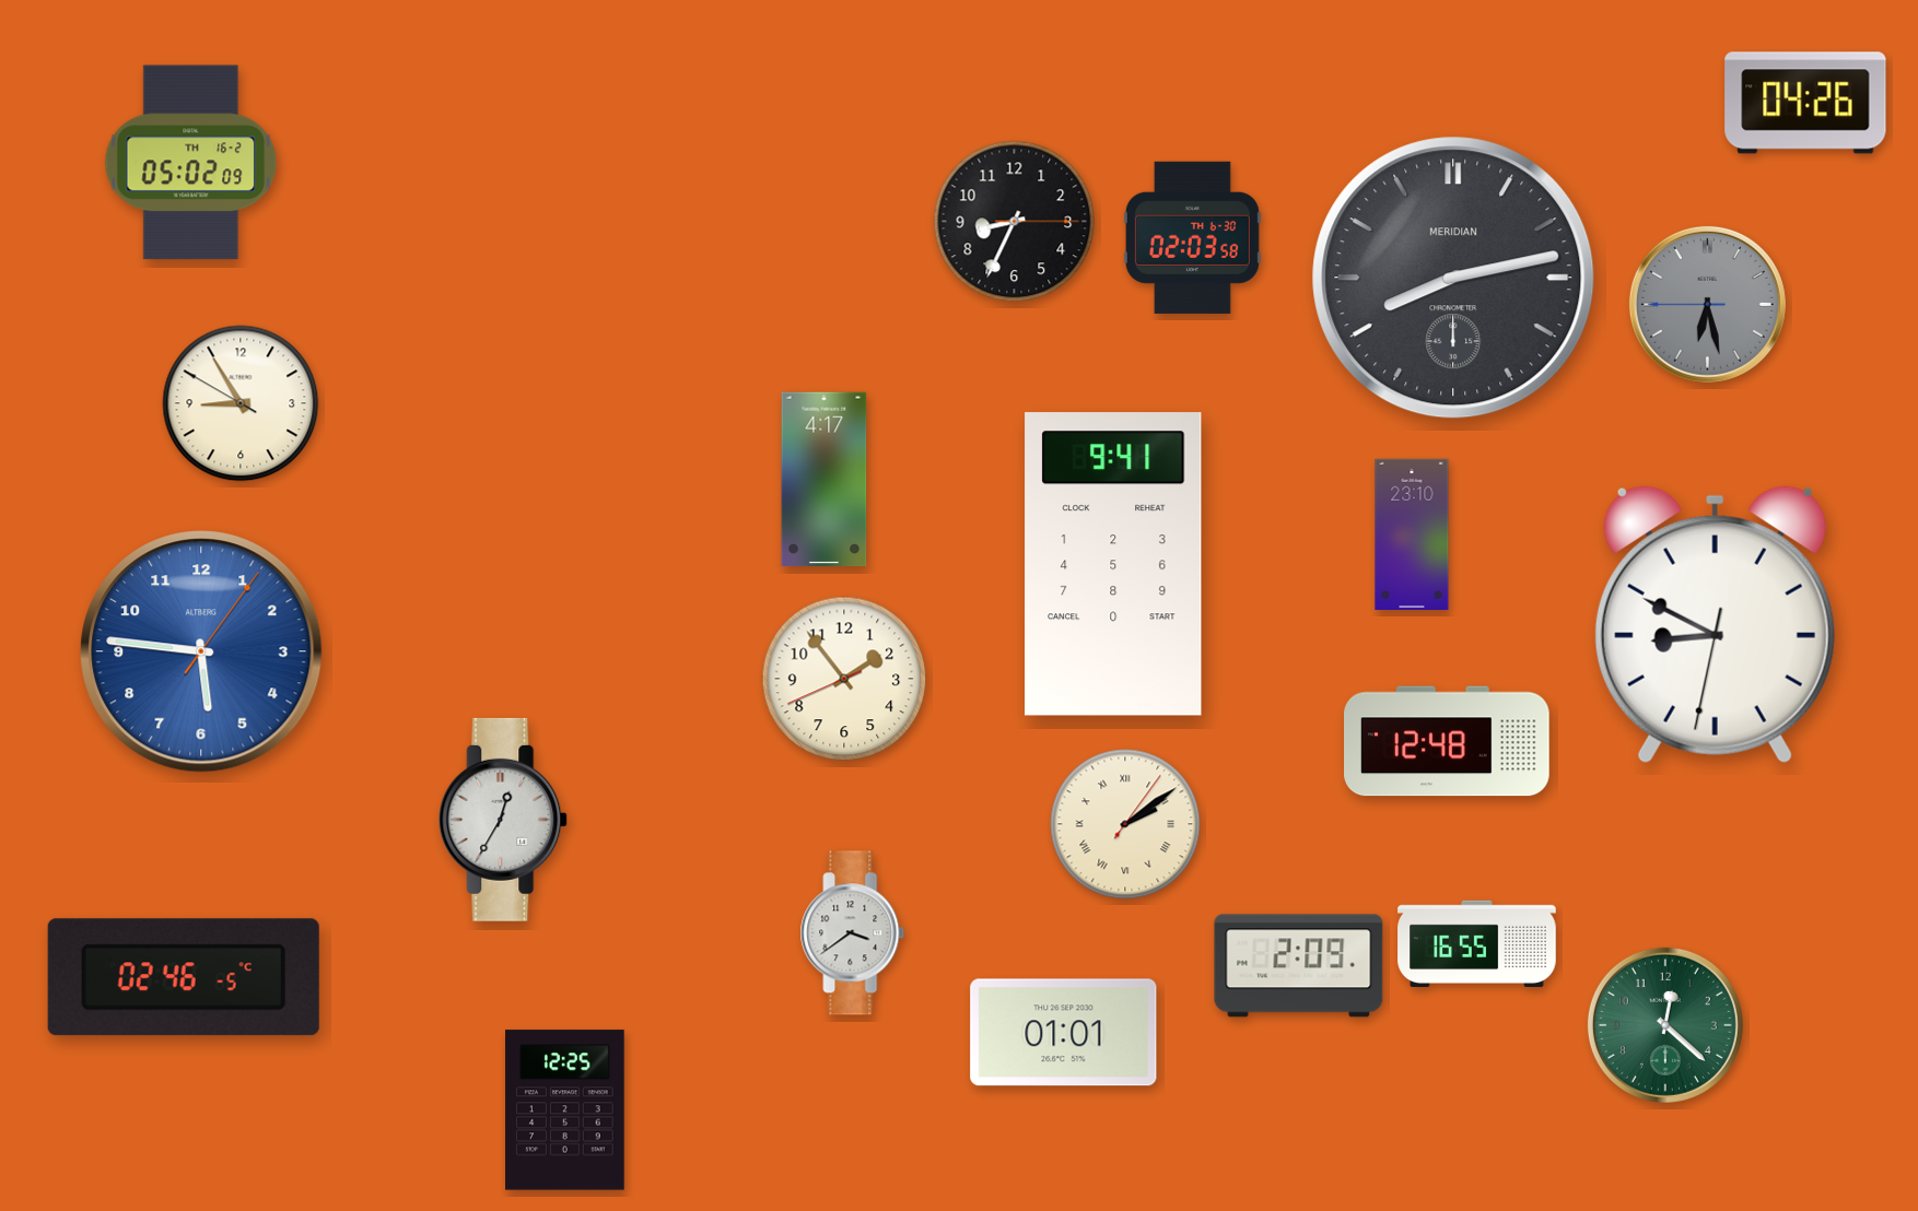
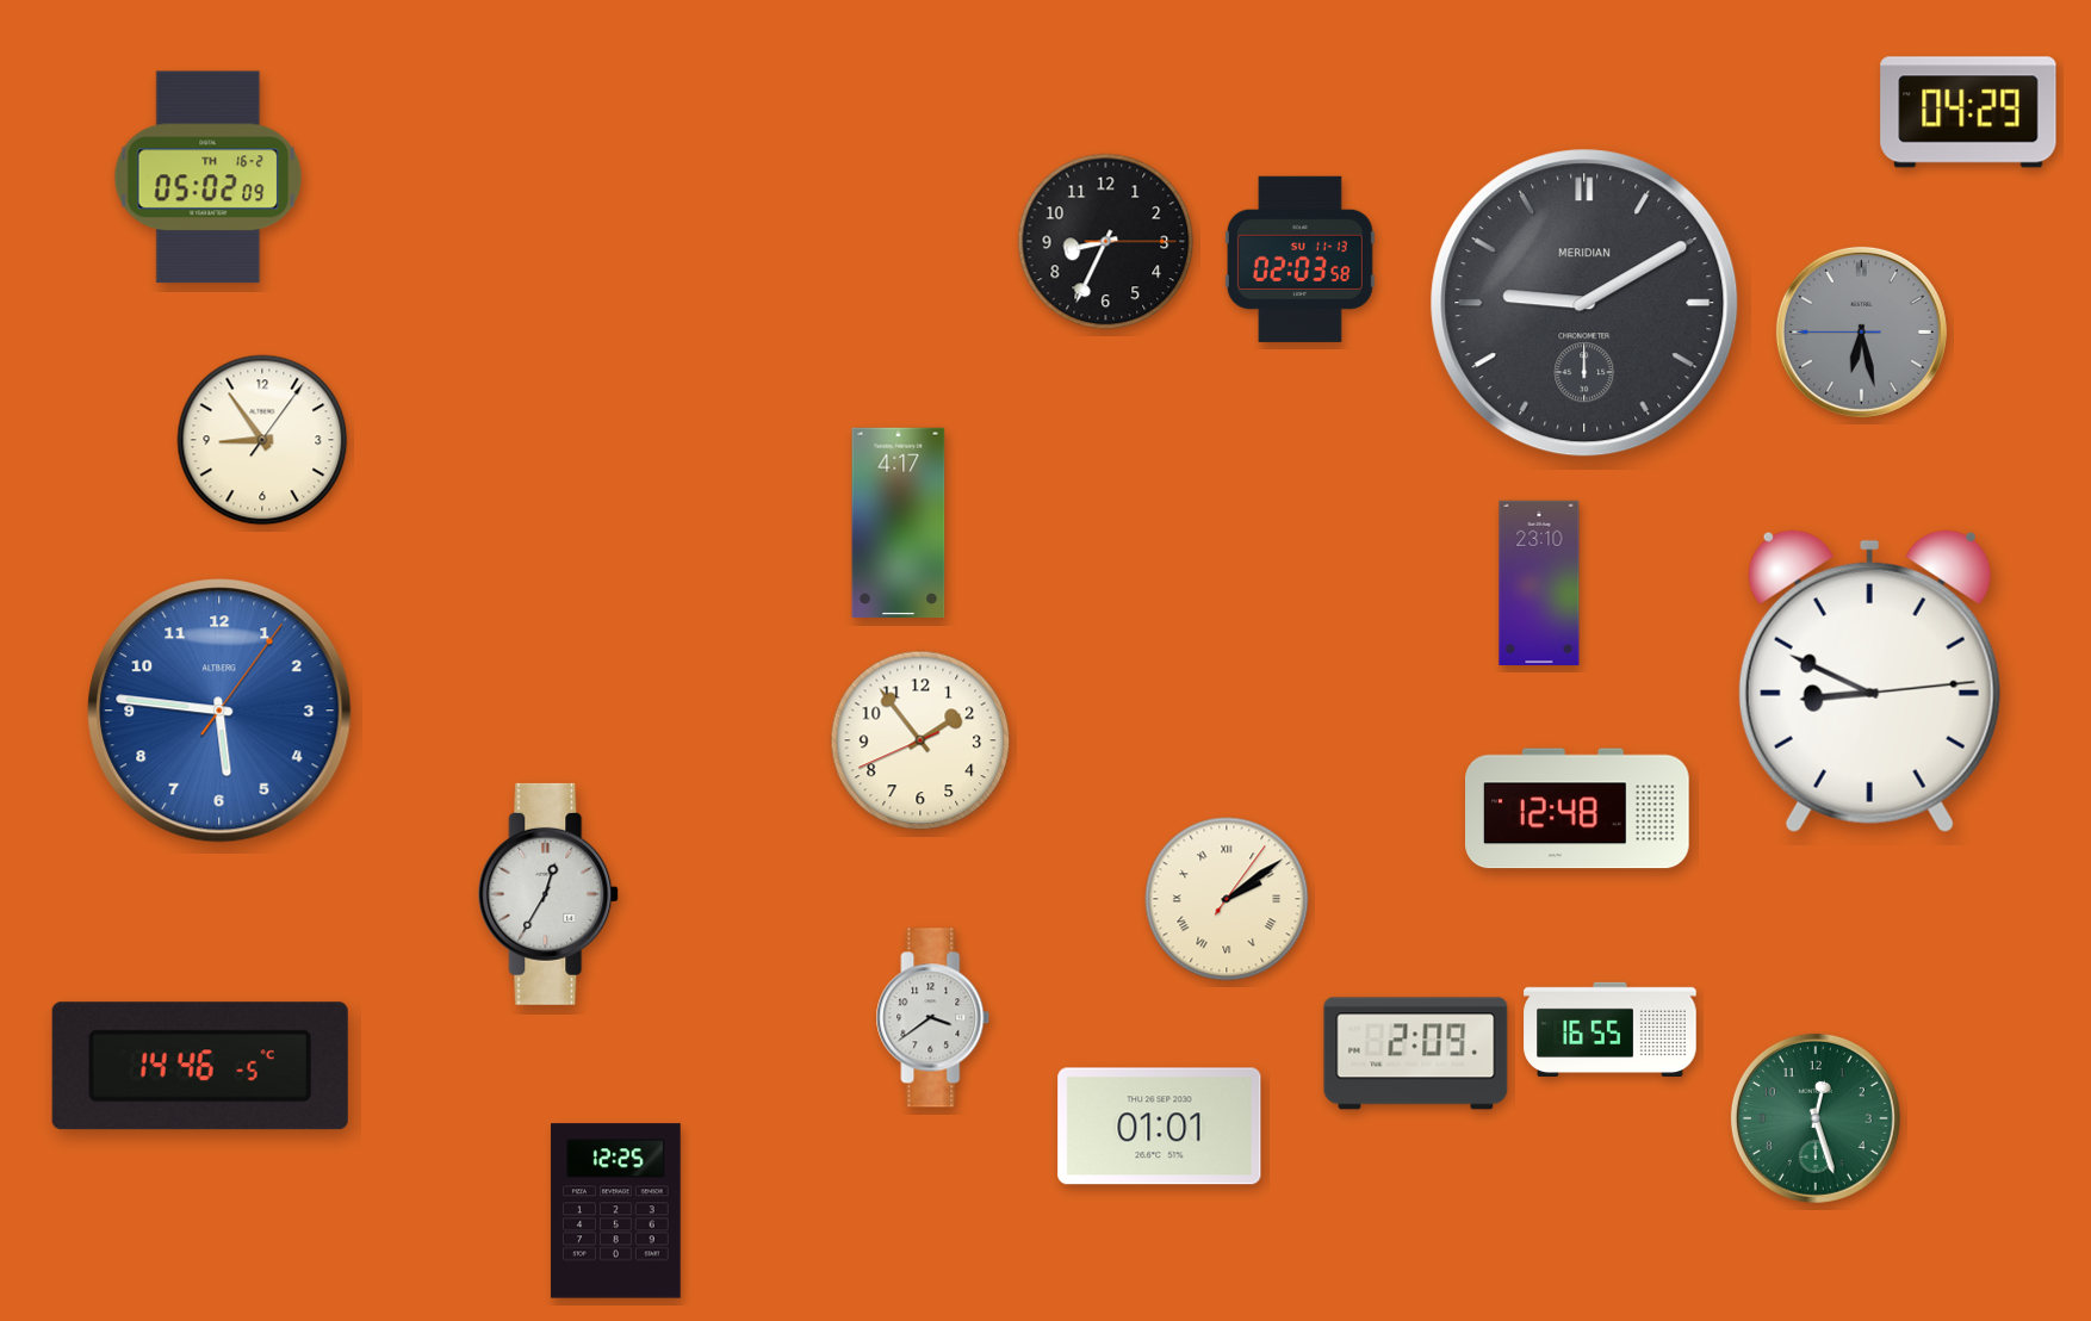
clock at (1805, 103): 04:26 -> 04:29
clock at (1192, 237) date: TH 6-30 -> SU 11-13
clock at (1453, 278): 8:13 -> 9:10
clock at (241, 403): 8:54:50 -> 8:54:06
clock at (1113, 564): 9:41 -> none
clock at (1715, 624): 8:49:32 -> 8:49:14
clock at (853, 933) position: (853, 933) -> (933, 1018)
clock at (184, 977): 02:46 -> 14:46
clock at (1665, 1025): 12:22 -> 12:27
